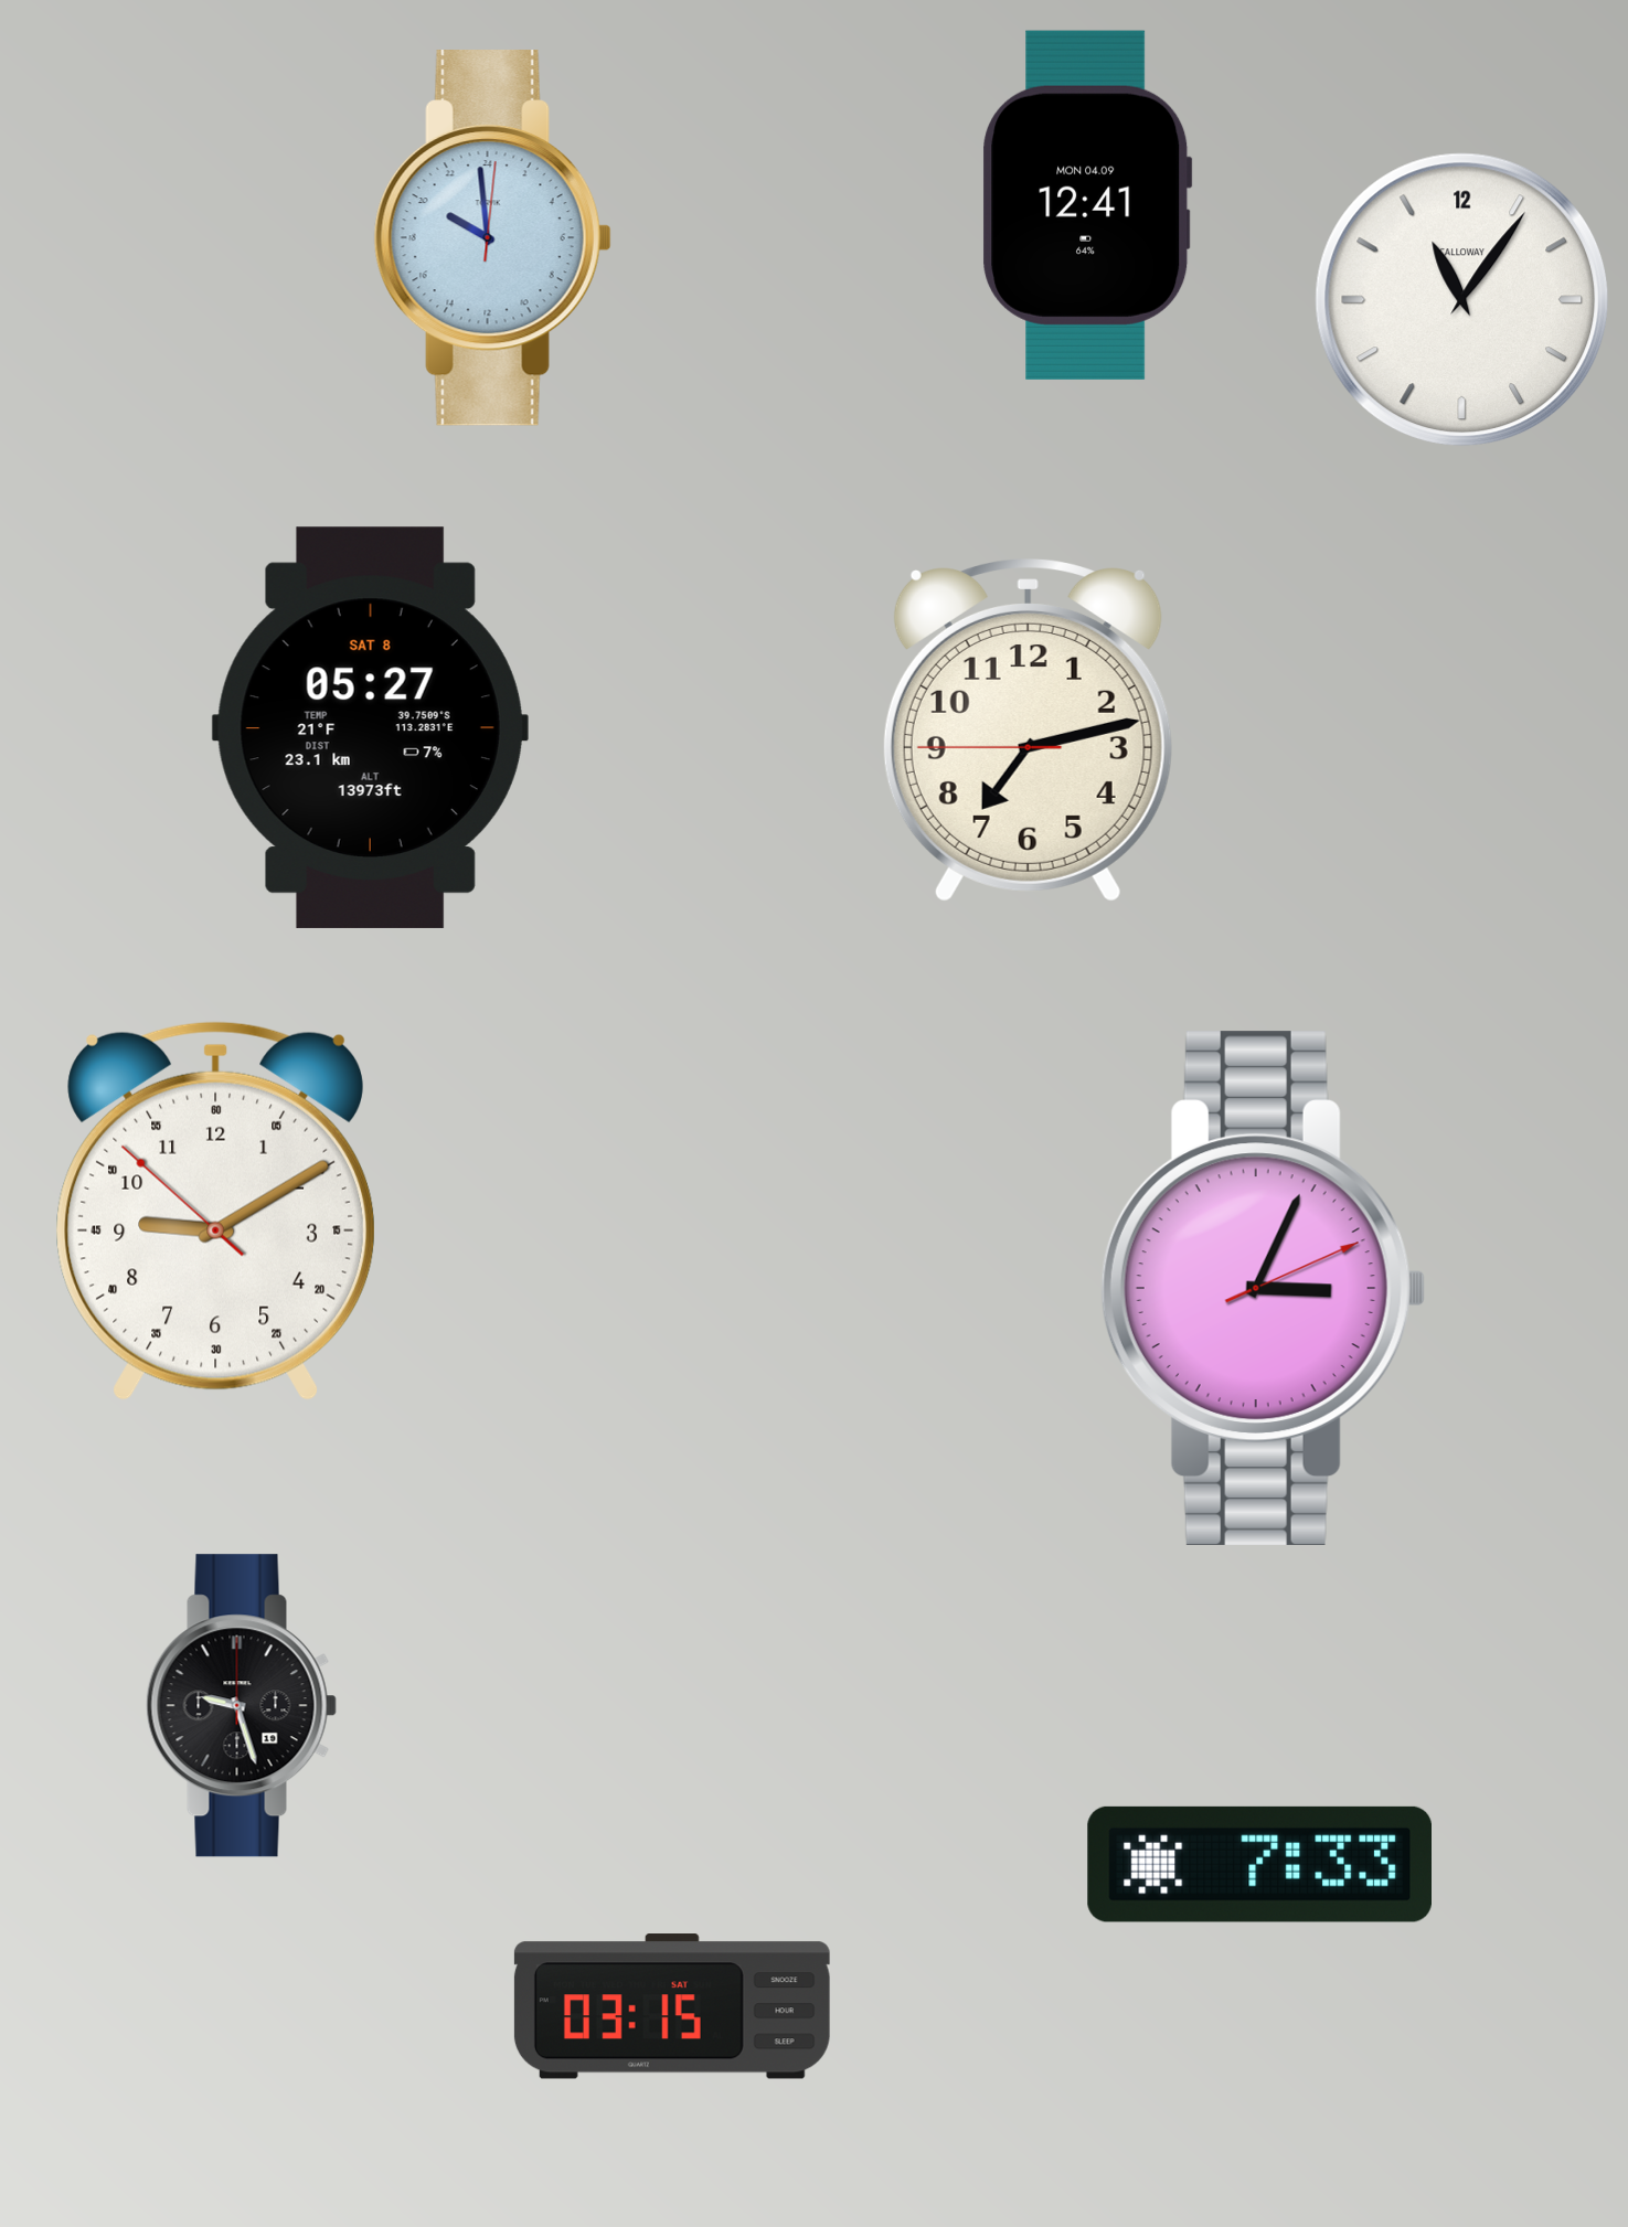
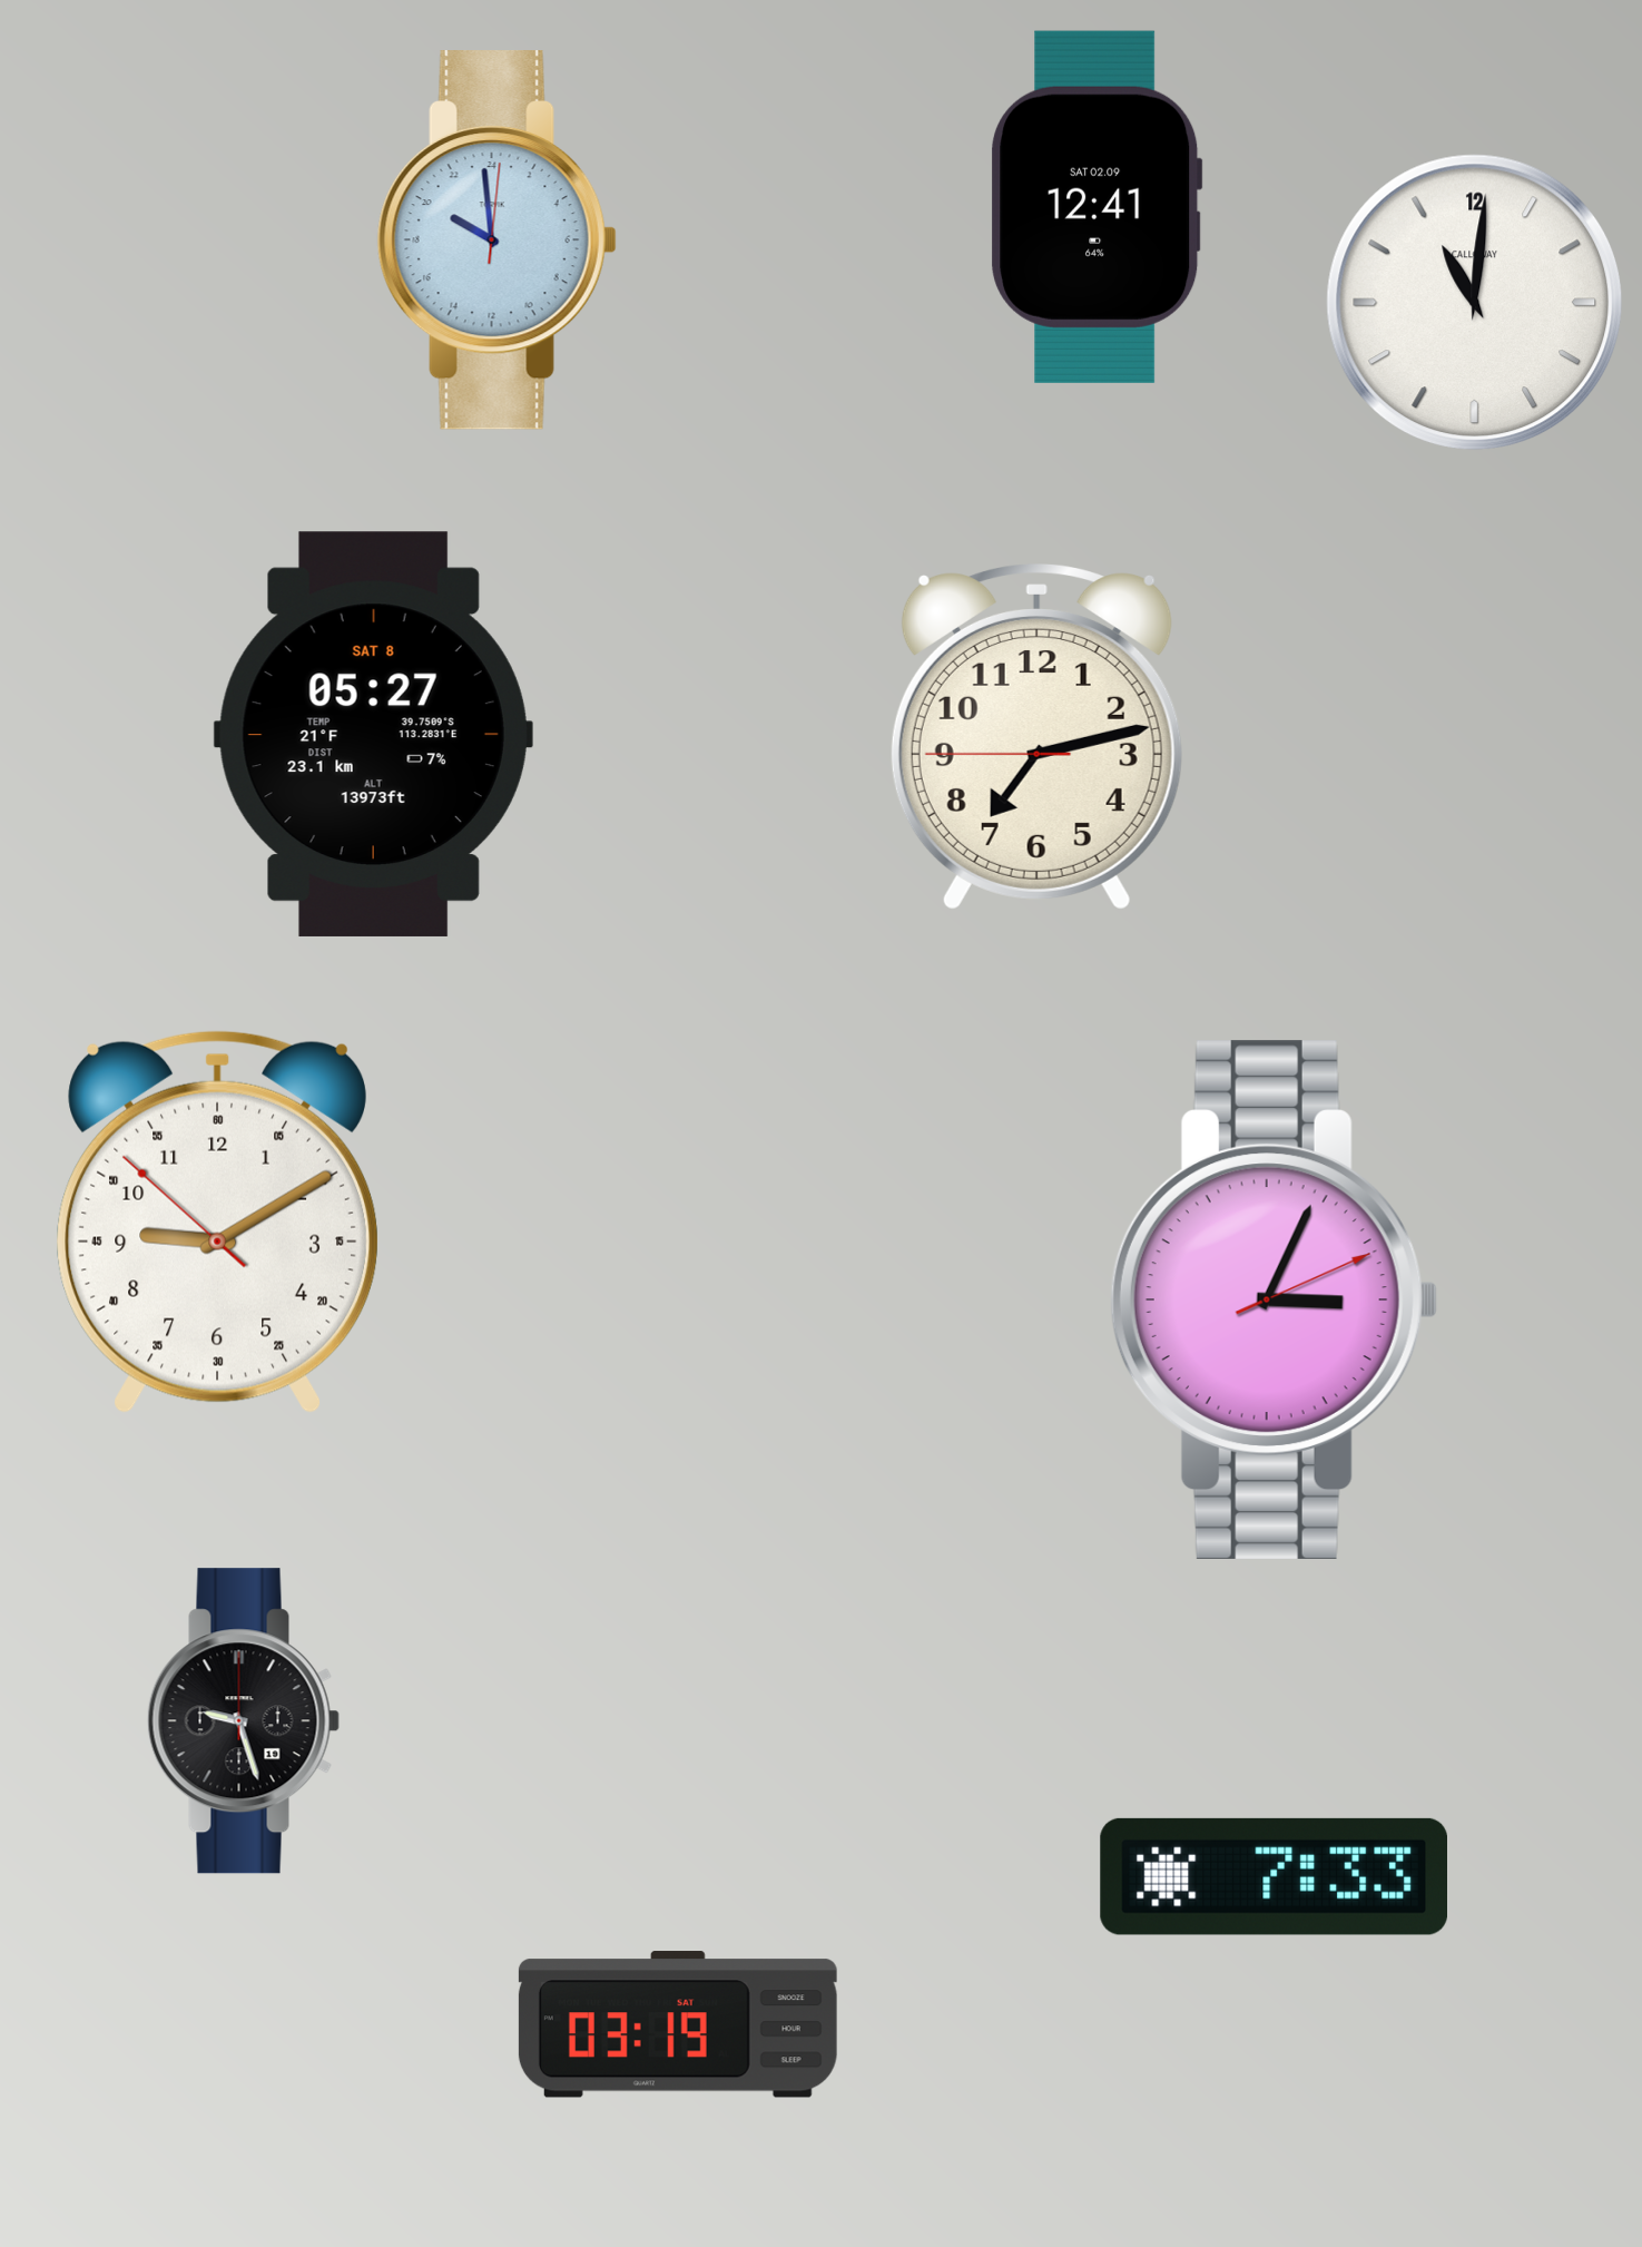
clock at (1087, 205) date: MON 04.09 -> SAT 02.09
clock at (1462, 300): 11:06 -> 11:01
clock at (1259, 1864) position: (1259, 1864) -> (1274, 1876)
clock at (672, 2006): 03:15 -> 03:19
